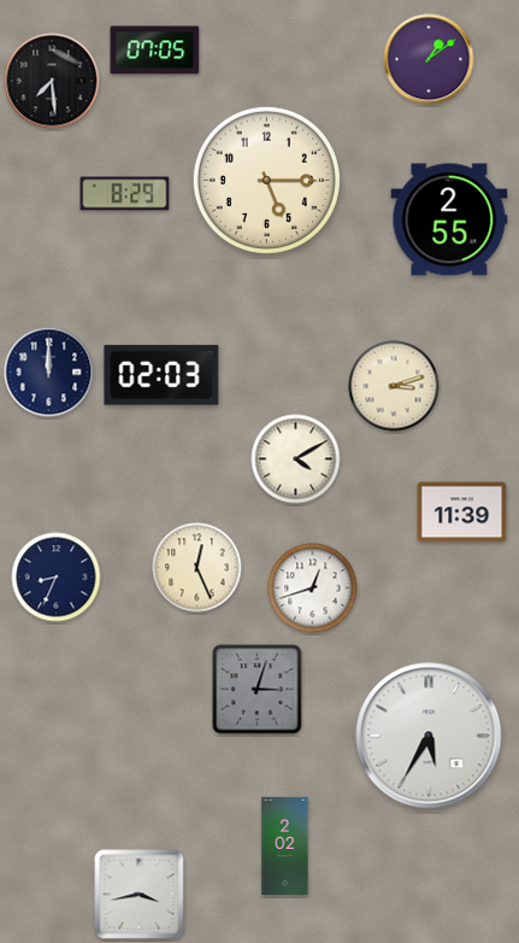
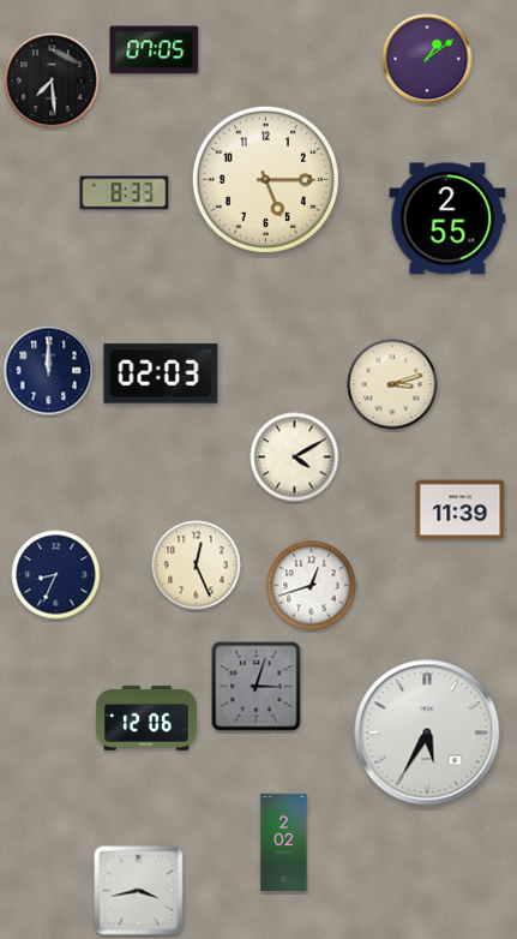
clock at (125, 194): 8:29 -> 8:33
clock at (148, 718): none -> 12:06
